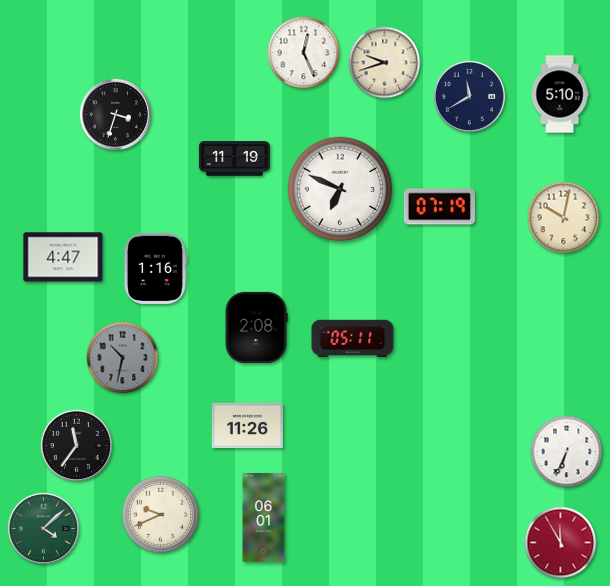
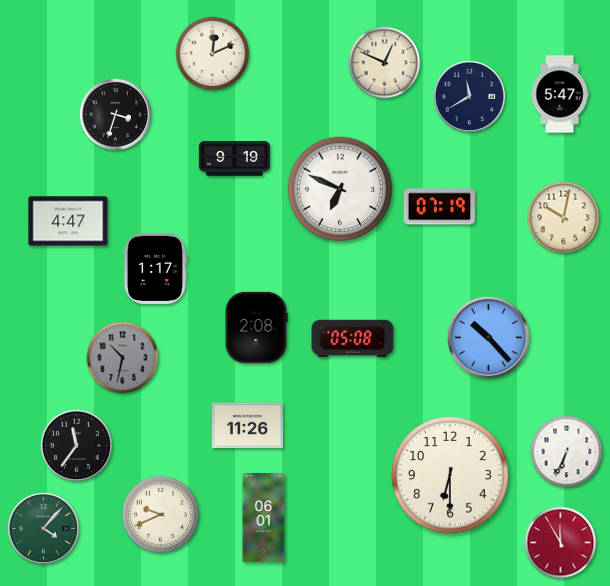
clock at (304, 53): 12:26 -> none
clock at (213, 54): none -> 12:11
clock at (385, 63): 9:42 -> 12:49
clock at (560, 94): 5:10 -> 5:47
clock at (234, 159): 11:19 -> 9:19
clock at (63, 257) position: (63, 257) -> (68, 221)
clock at (155, 268): 1:16 -> 1:17
clock at (489, 338): none -> 10:23
clock at (353, 339): 05:11 -> 05:08
clock at (450, 475): none -> 6:30
clock at (43, 528): 4:08 -> 4:07
